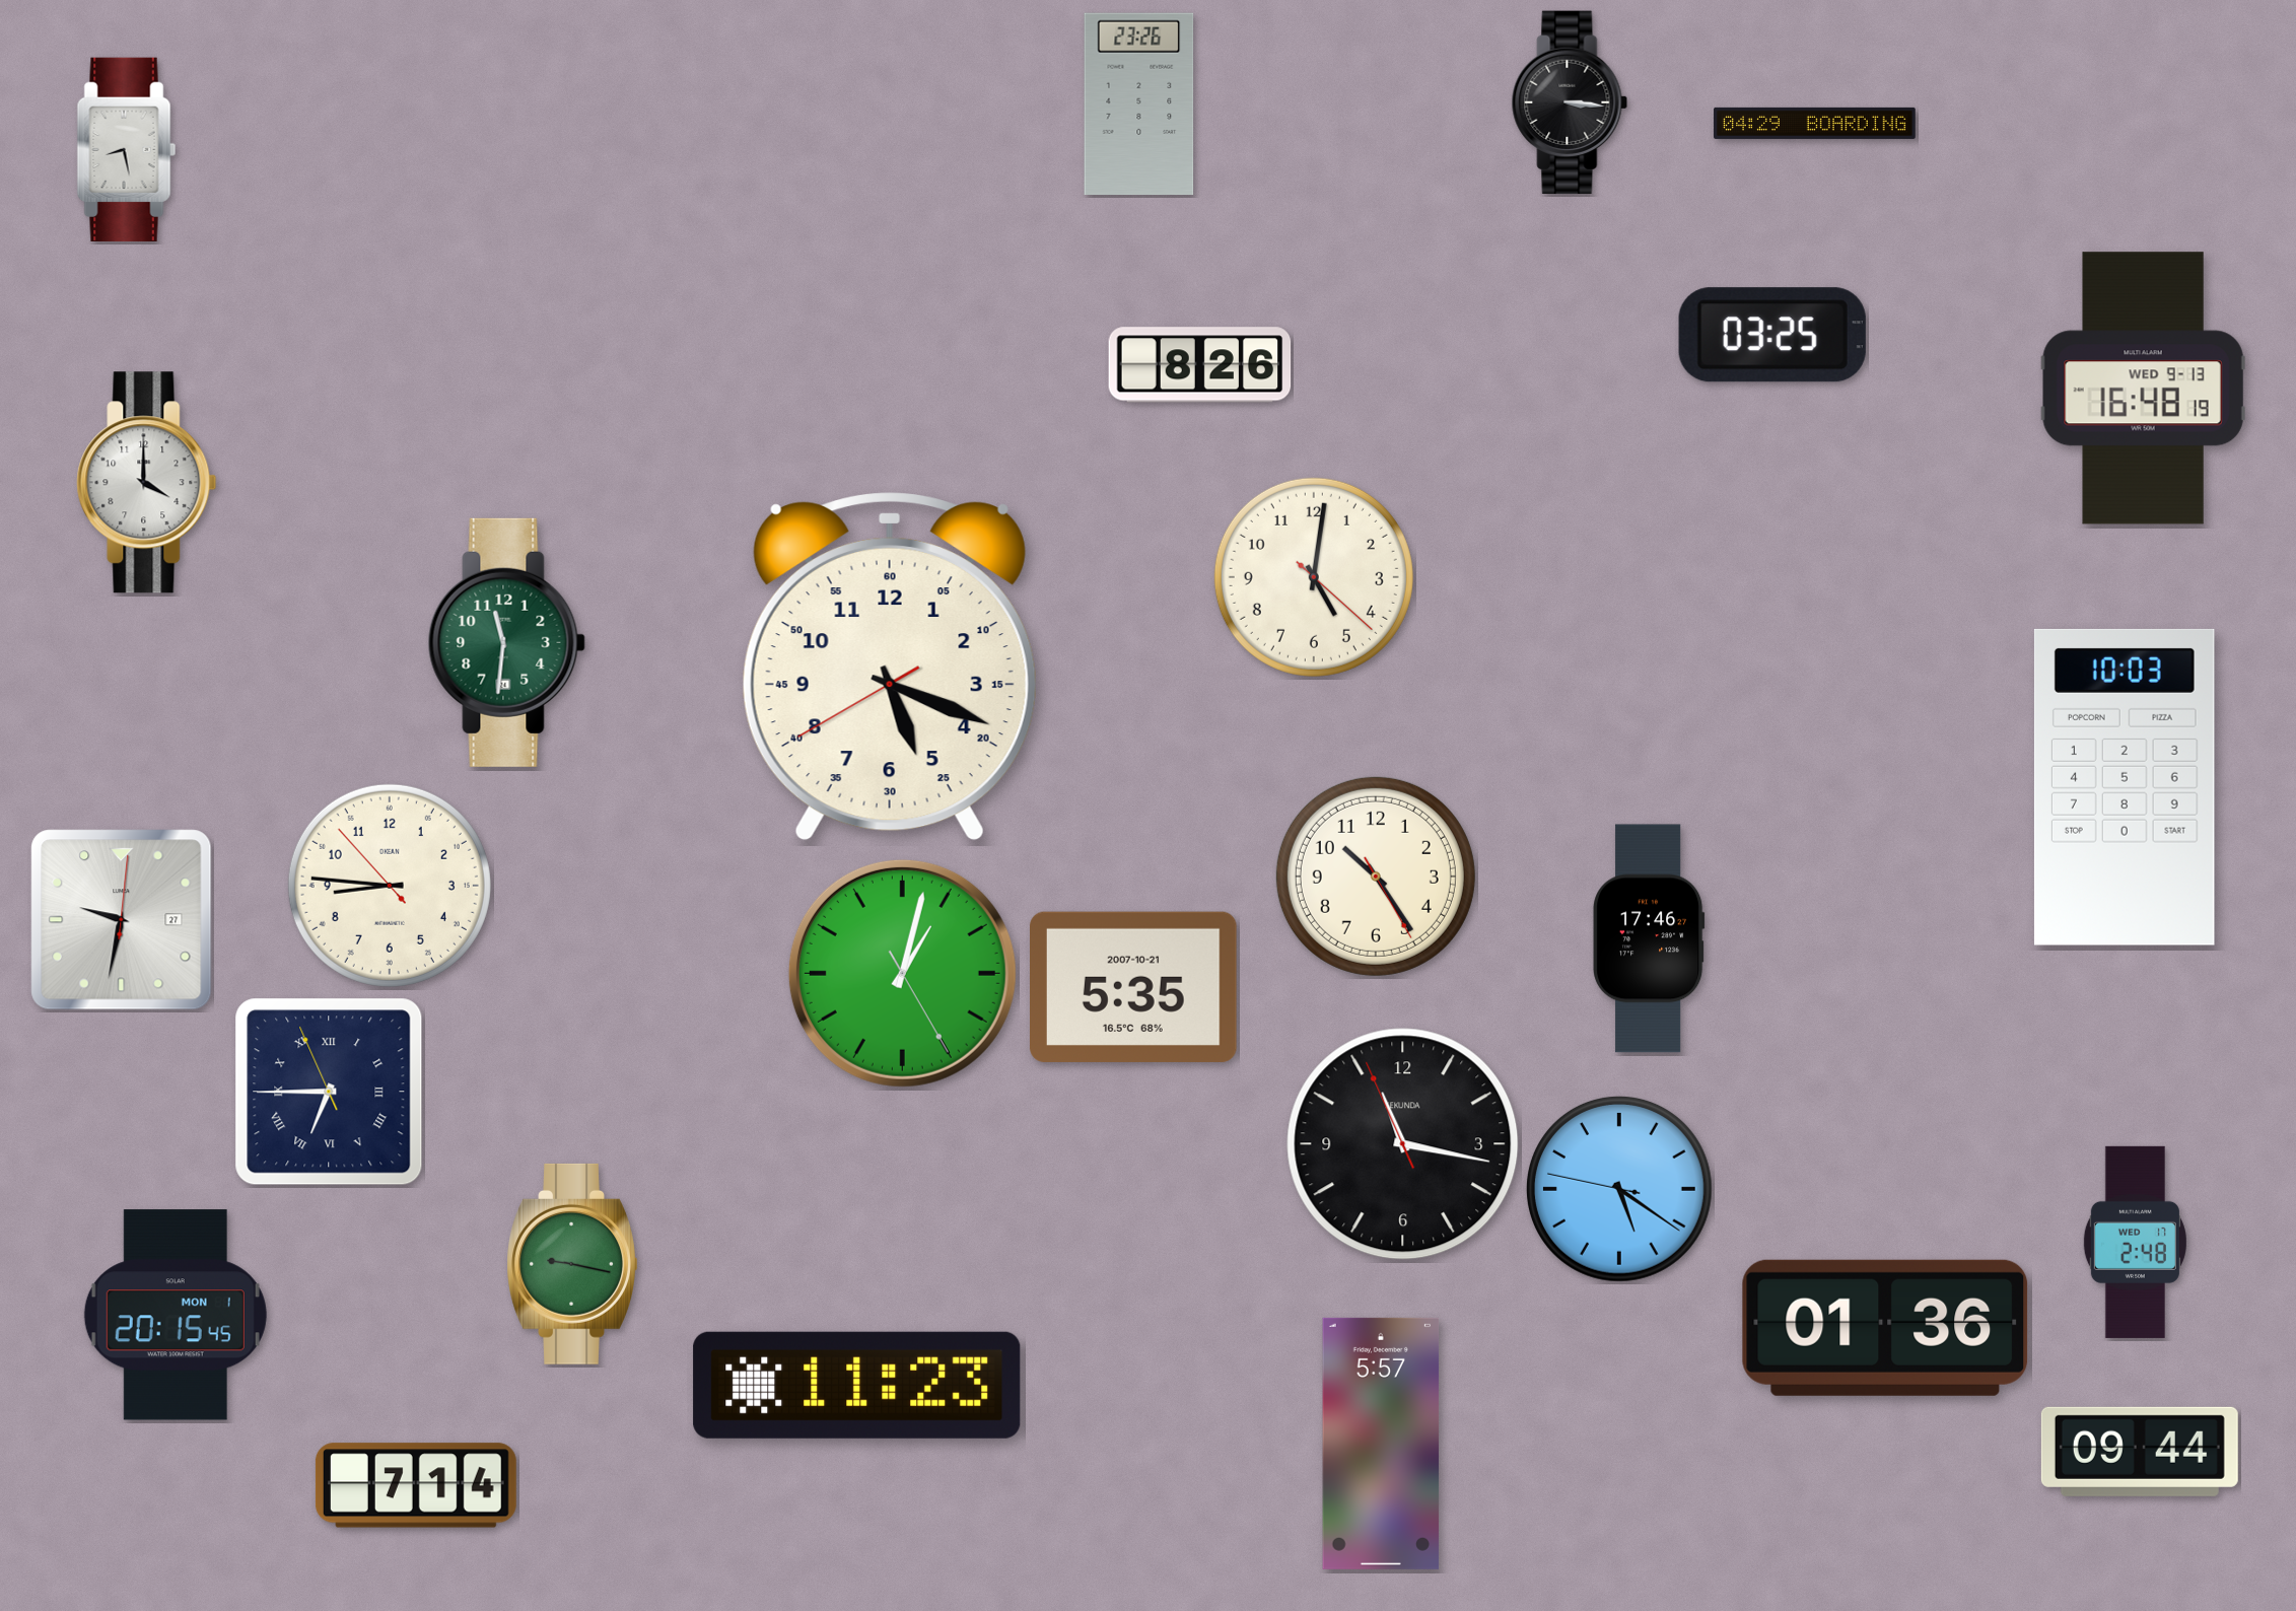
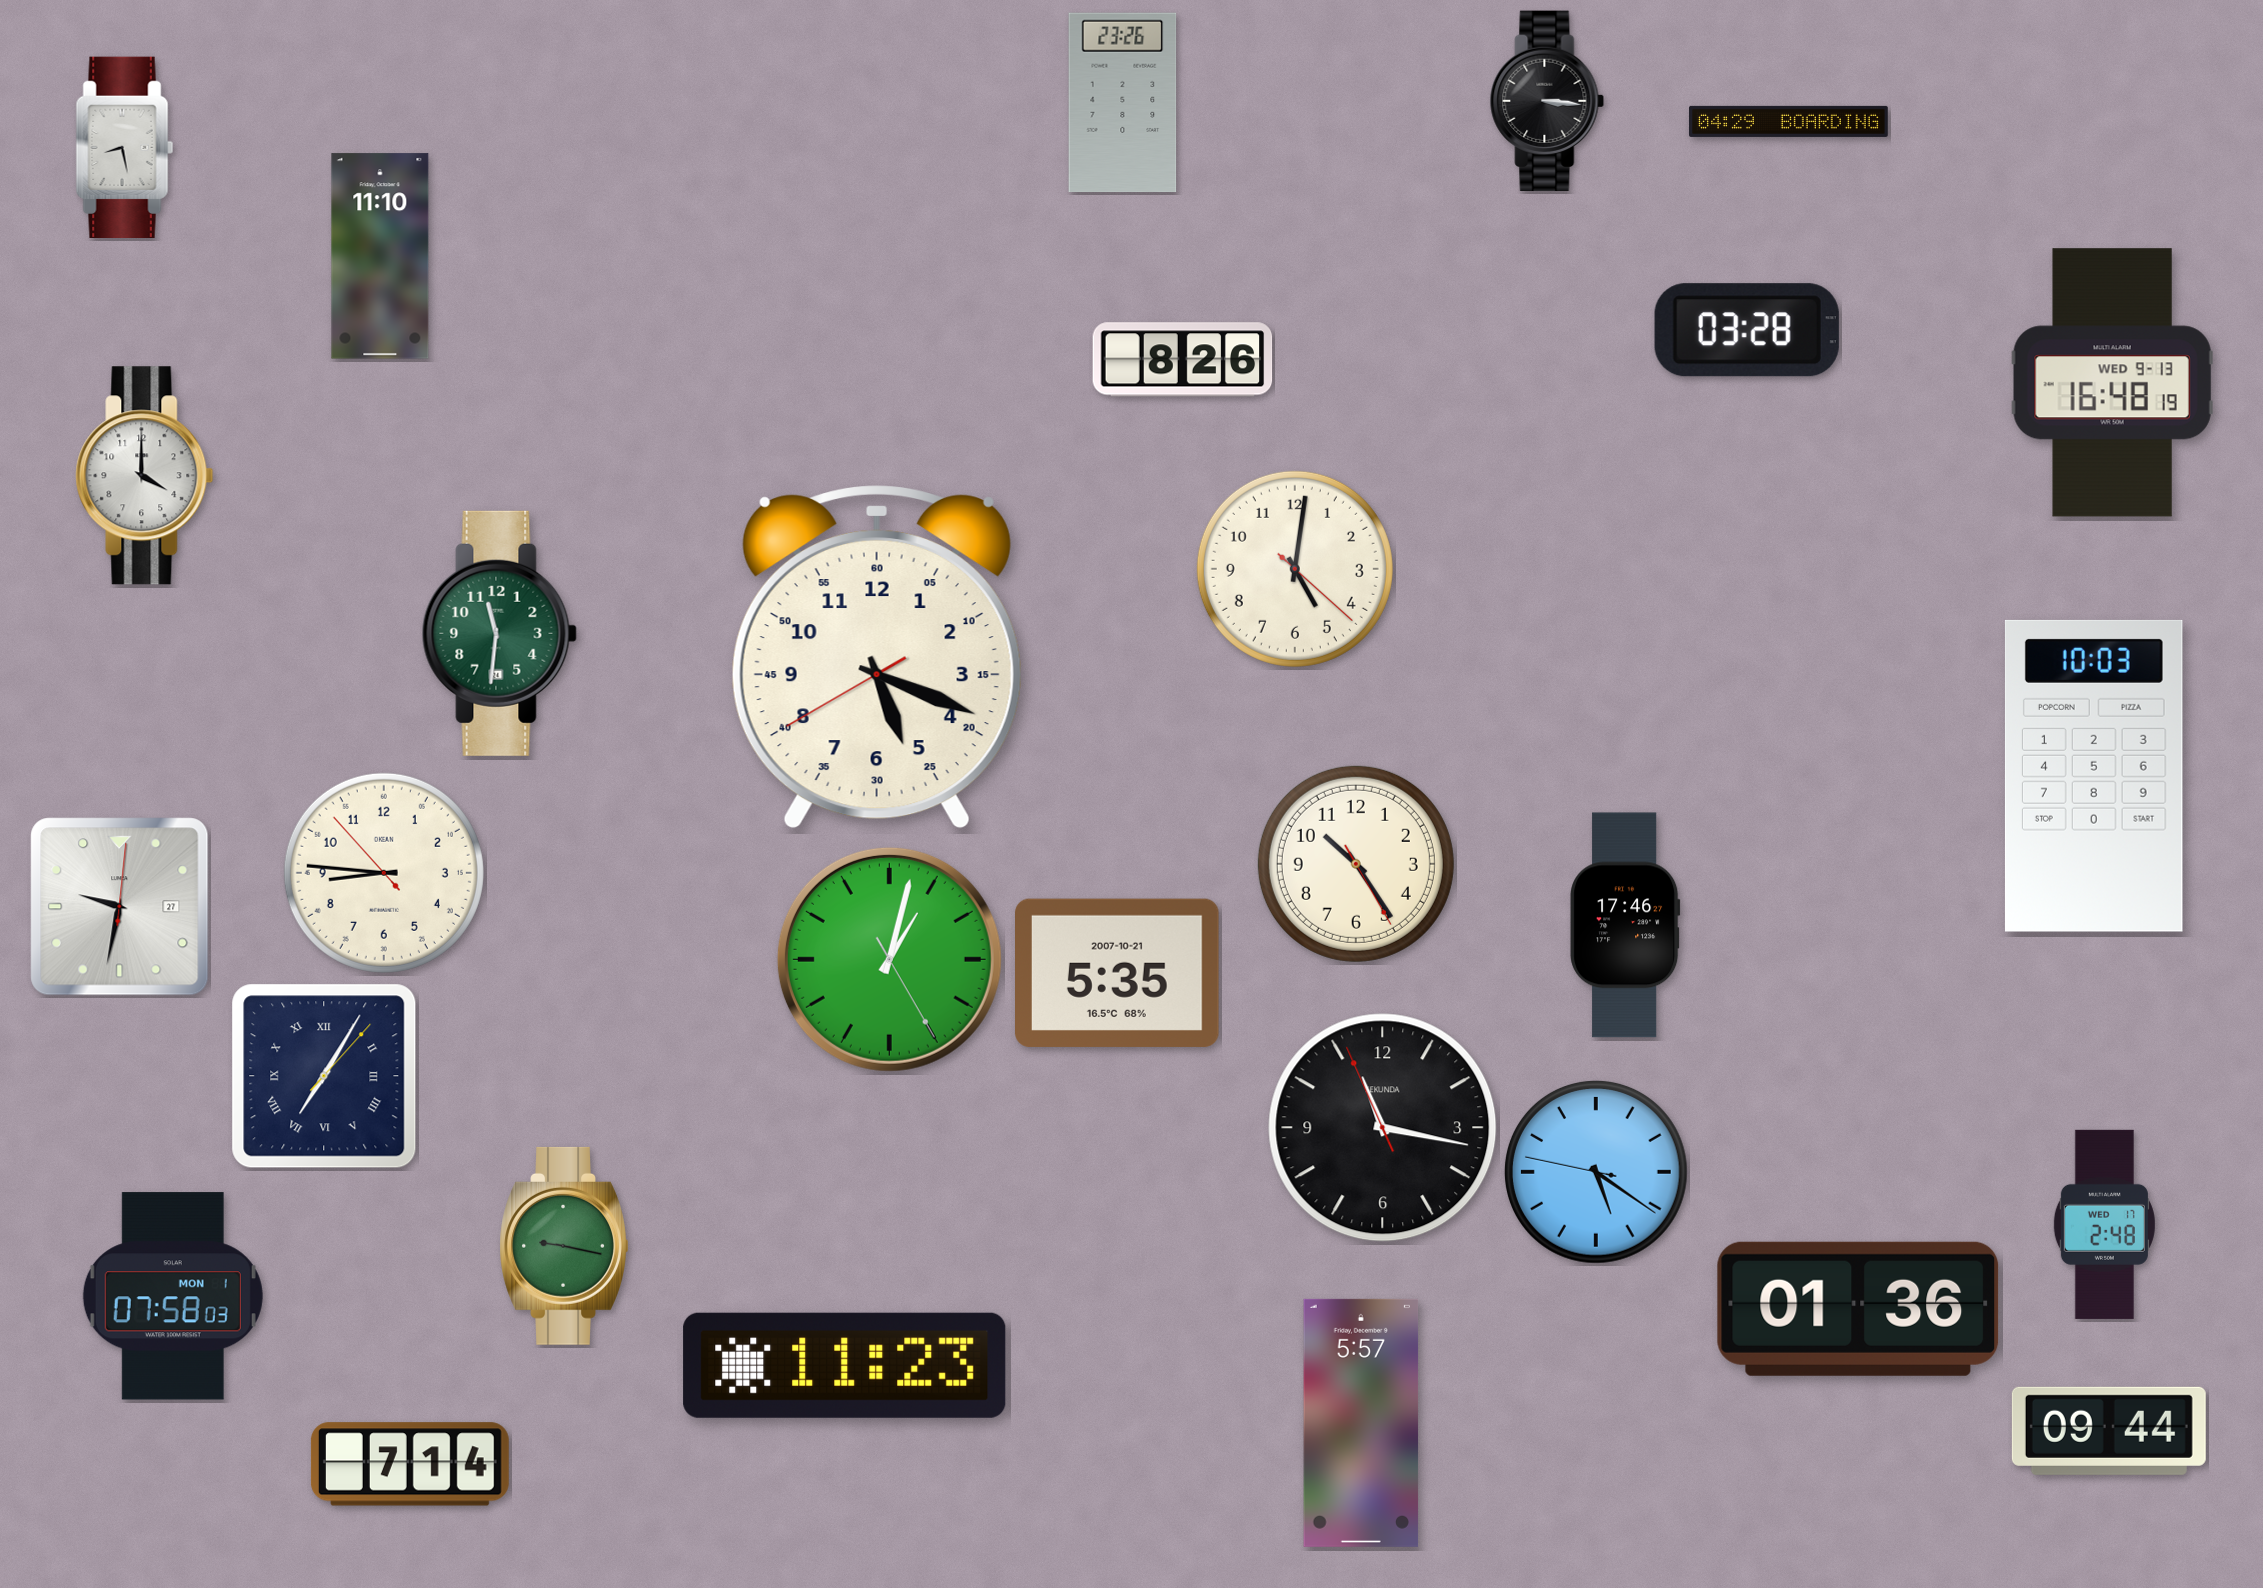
clock at (380, 256): none -> 11:10
clock at (1772, 335): 03:25 -> 03:28
clock at (329, 1092): 6:44 -> 7:05
clock at (176, 1315): 20:15 -> 07:58
